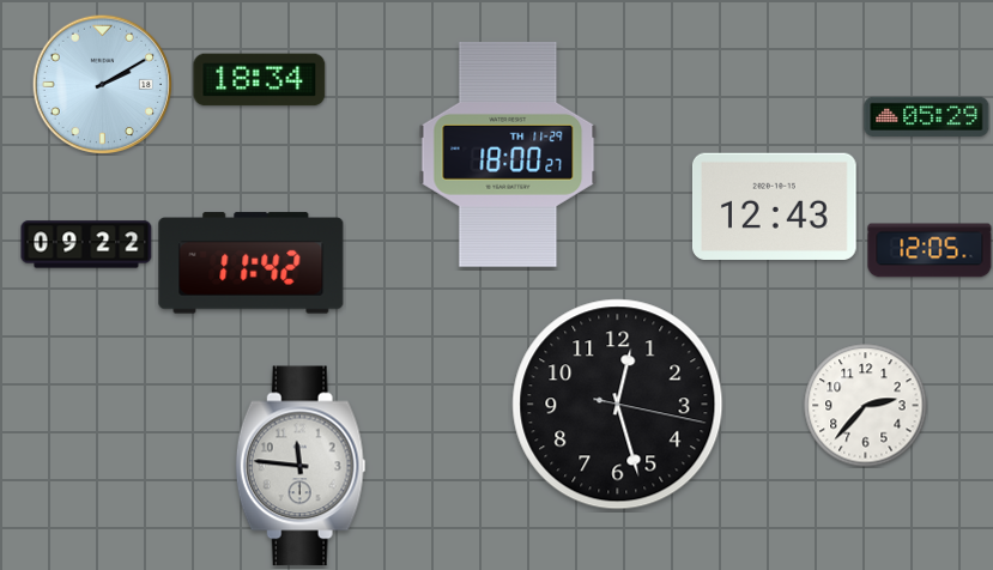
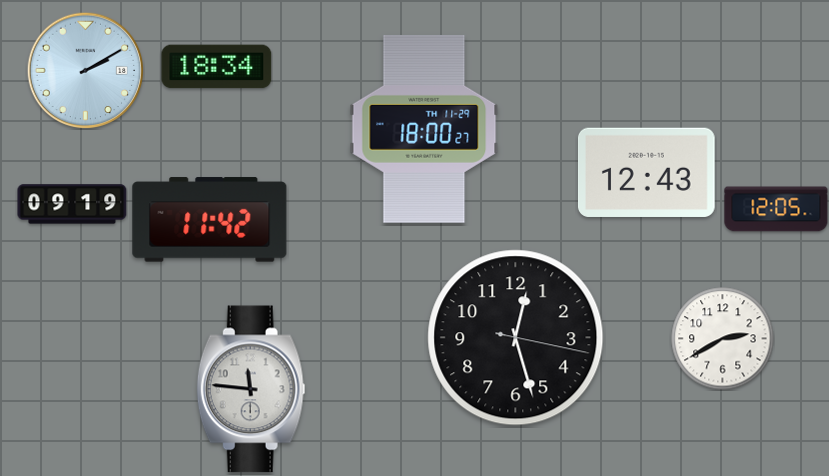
clock at (927, 116): 05:29 -> none
clock at (86, 244): 09:22 -> 09:19
clock at (866, 406): 2:37 -> 2:40
